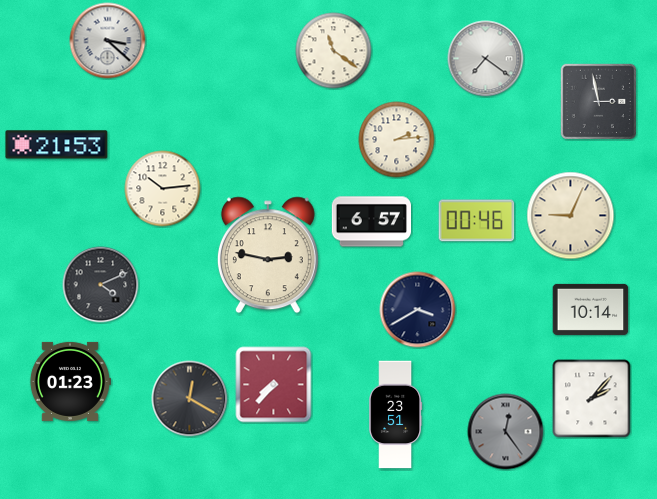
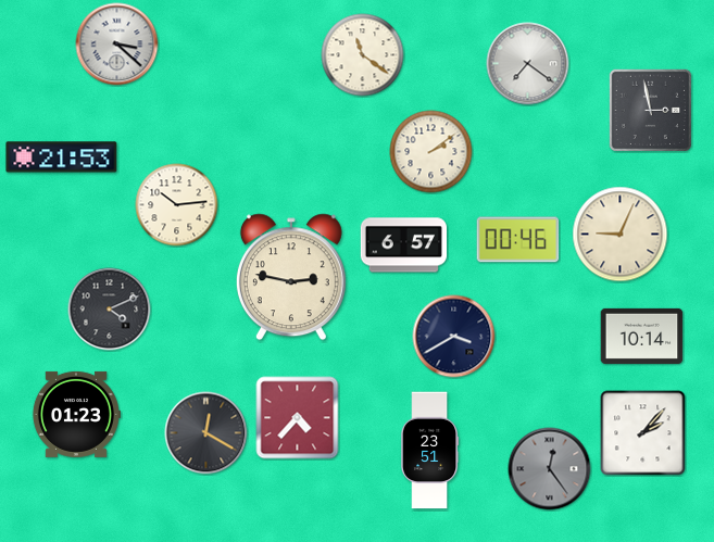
clock at (397, 140): 2:14 -> 2:09
clock at (371, 222) position: (371, 222) -> (403, 245)
clock at (274, 385): 7:37 -> 4:37
